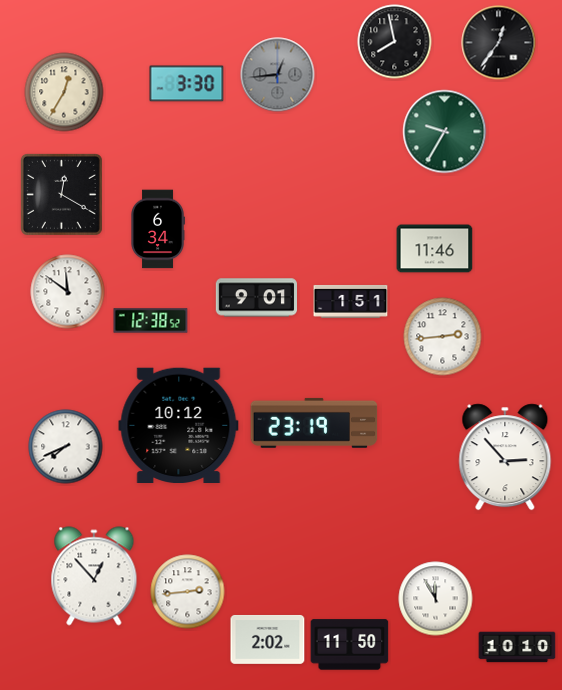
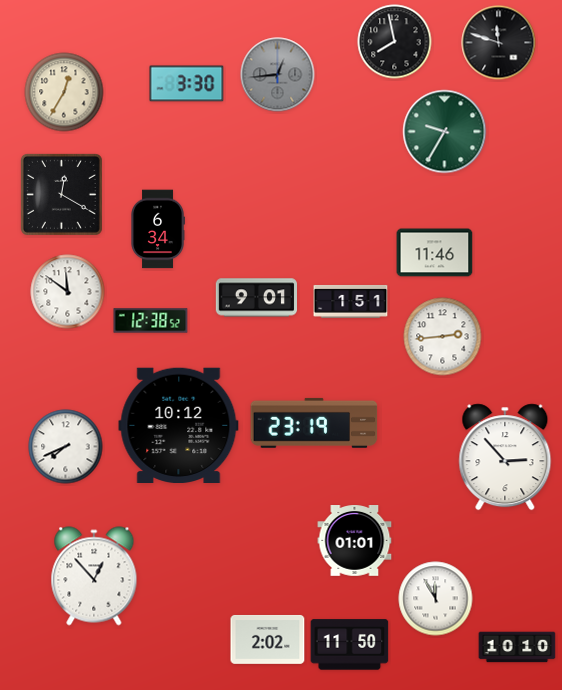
clock at (499, 43): 12:36 -> 11:48
clock at (435, 249) position: (435, 249) -> (435, 253)
clock at (355, 541): none -> 01:01
clock at (188, 592): 2:44 -> none
